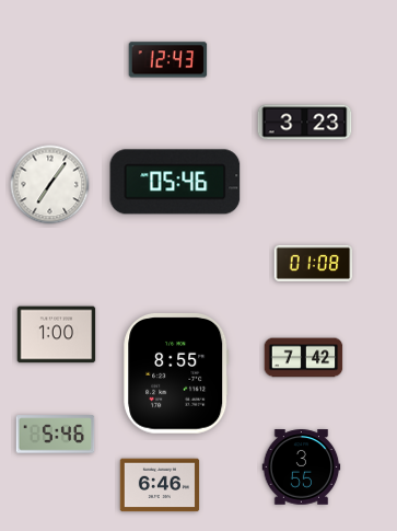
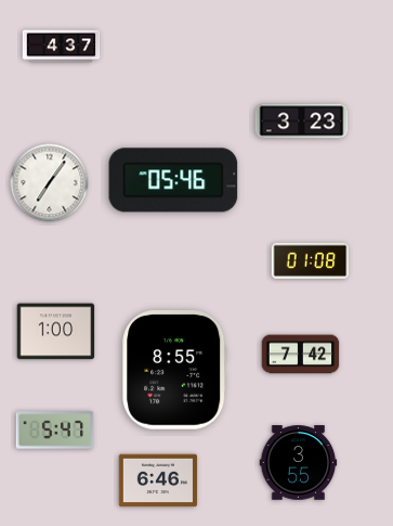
clock at (62, 47): none -> 4:37
clock at (168, 60): 12:43 -> none
clock at (56, 435): 5:46 -> 5:47
